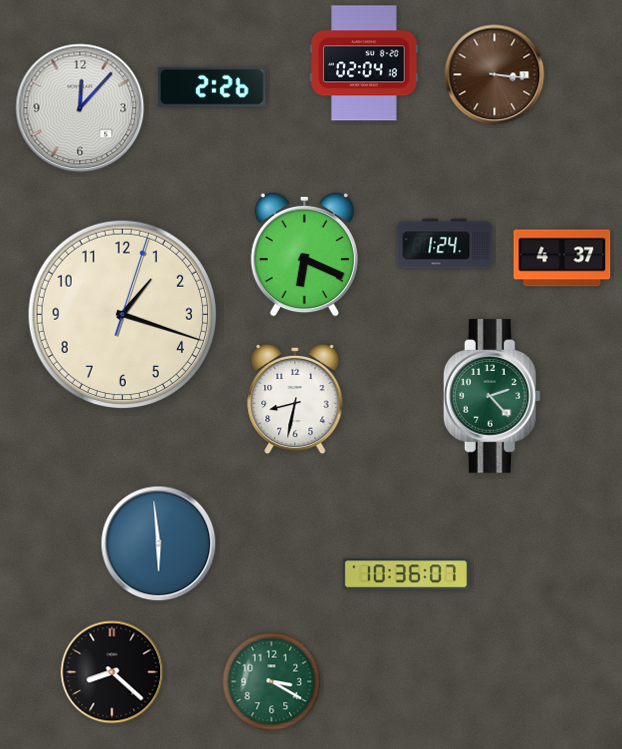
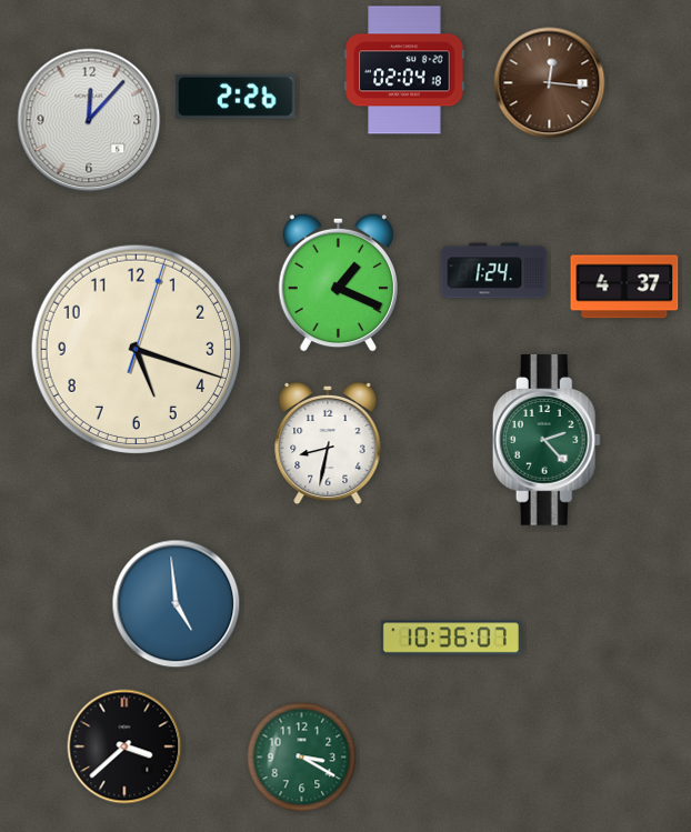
clock at (495, 75): 3:16 -> 12:16
clock at (304, 254): 6:19 -> 1:19
clock at (122, 314): 1:18 -> 5:18
clock at (159, 544): 5:59 -> 4:59
clock at (112, 672): 8:22 -> 3:38
